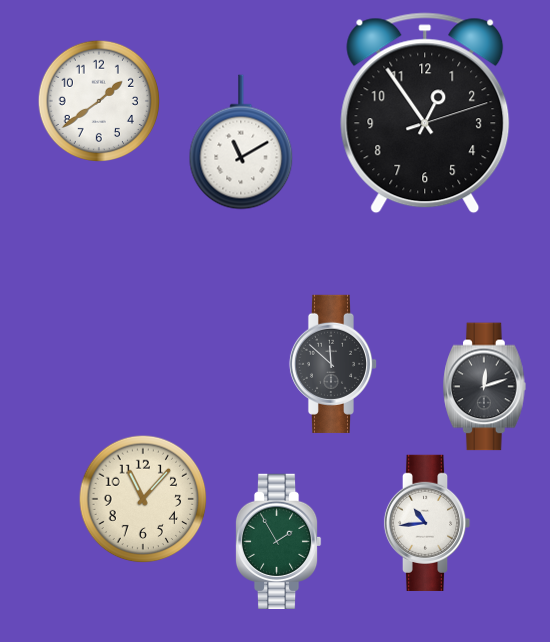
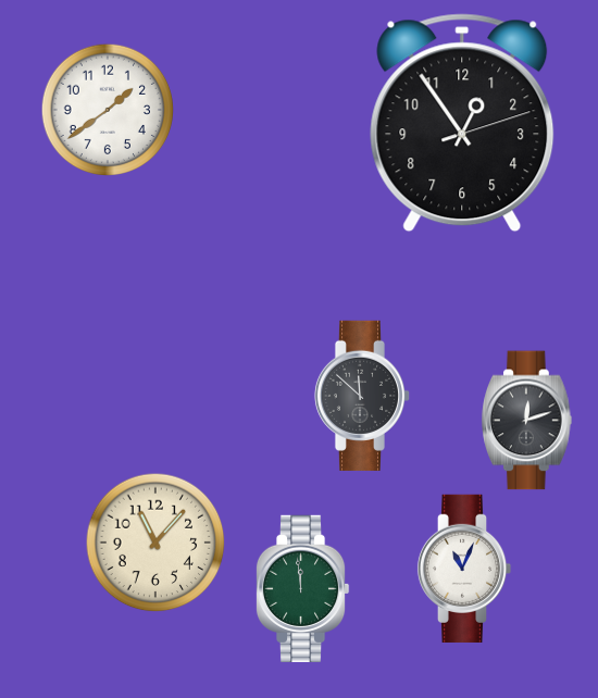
clock at (241, 142): 11:10 -> none
clock at (427, 523): 10:44 -> 11:04
clock at (278, 541): 1:55 -> 11:59
